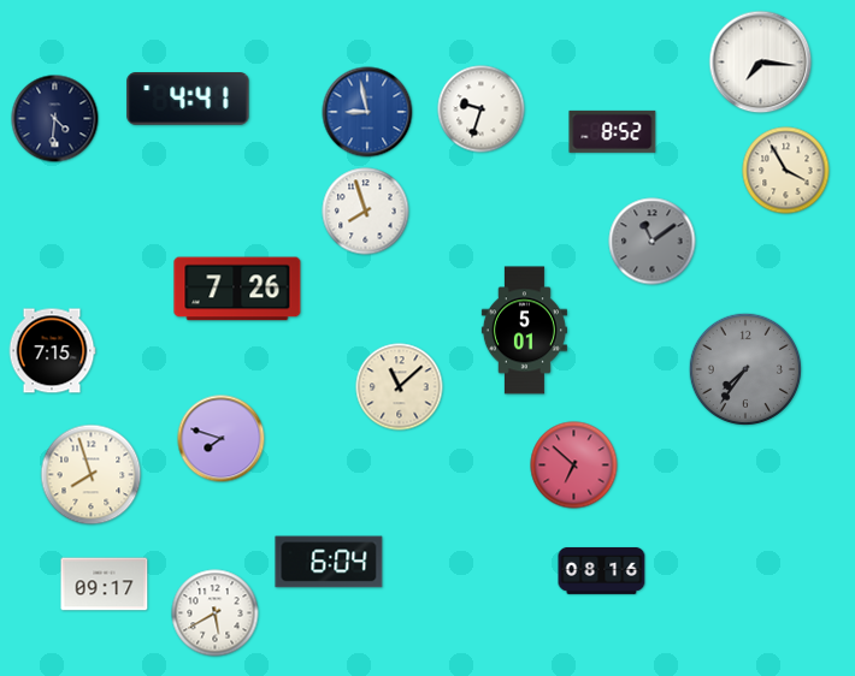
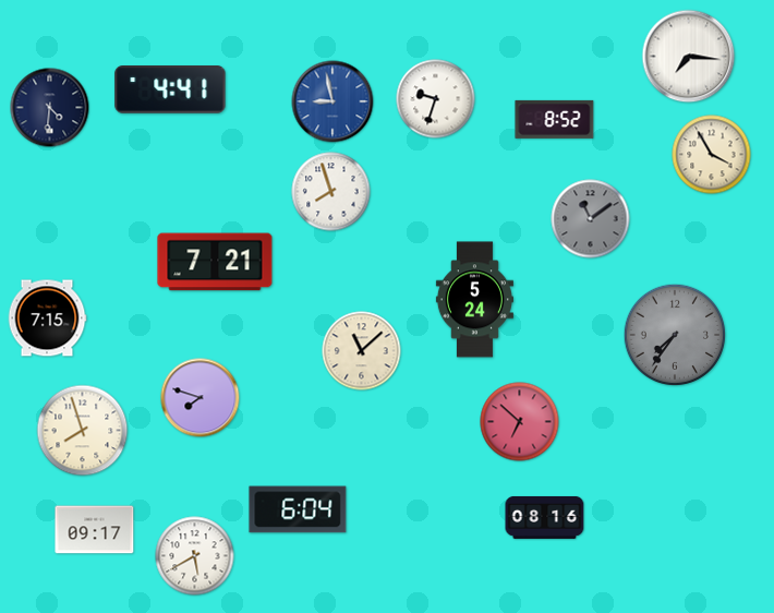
clock at (237, 289): 7:26 -> 7:21
clock at (524, 331): 5:01 -> 5:24
